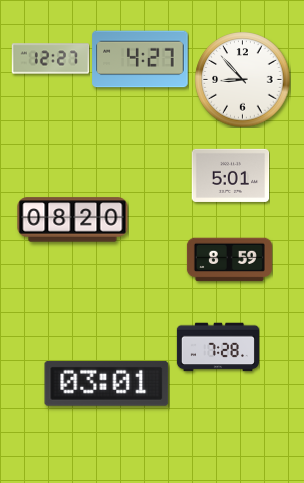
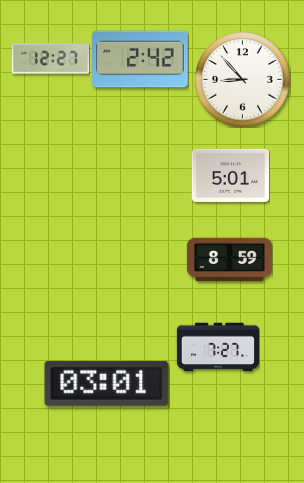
clock at (140, 59): 4:27 -> 2:42
clock at (73, 220): 08:20 -> none
clock at (217, 347): 7:28 -> 7:27
